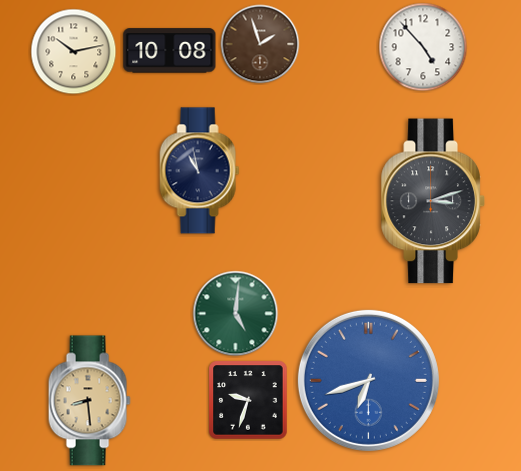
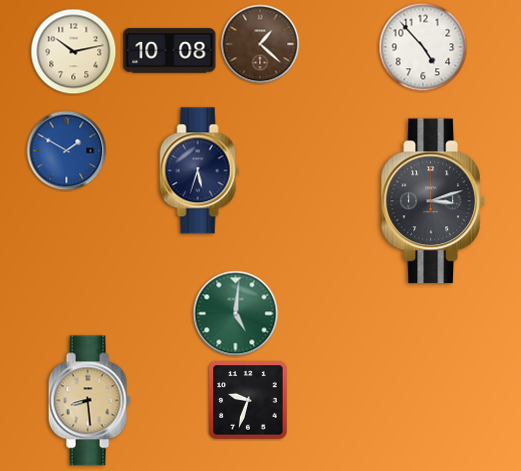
clock at (260, 44): 1:57 -> 1:22
clock at (67, 151): none -> 1:50
clock at (200, 171): 10:58 -> 5:33
clock at (368, 380): 6:42 -> none
